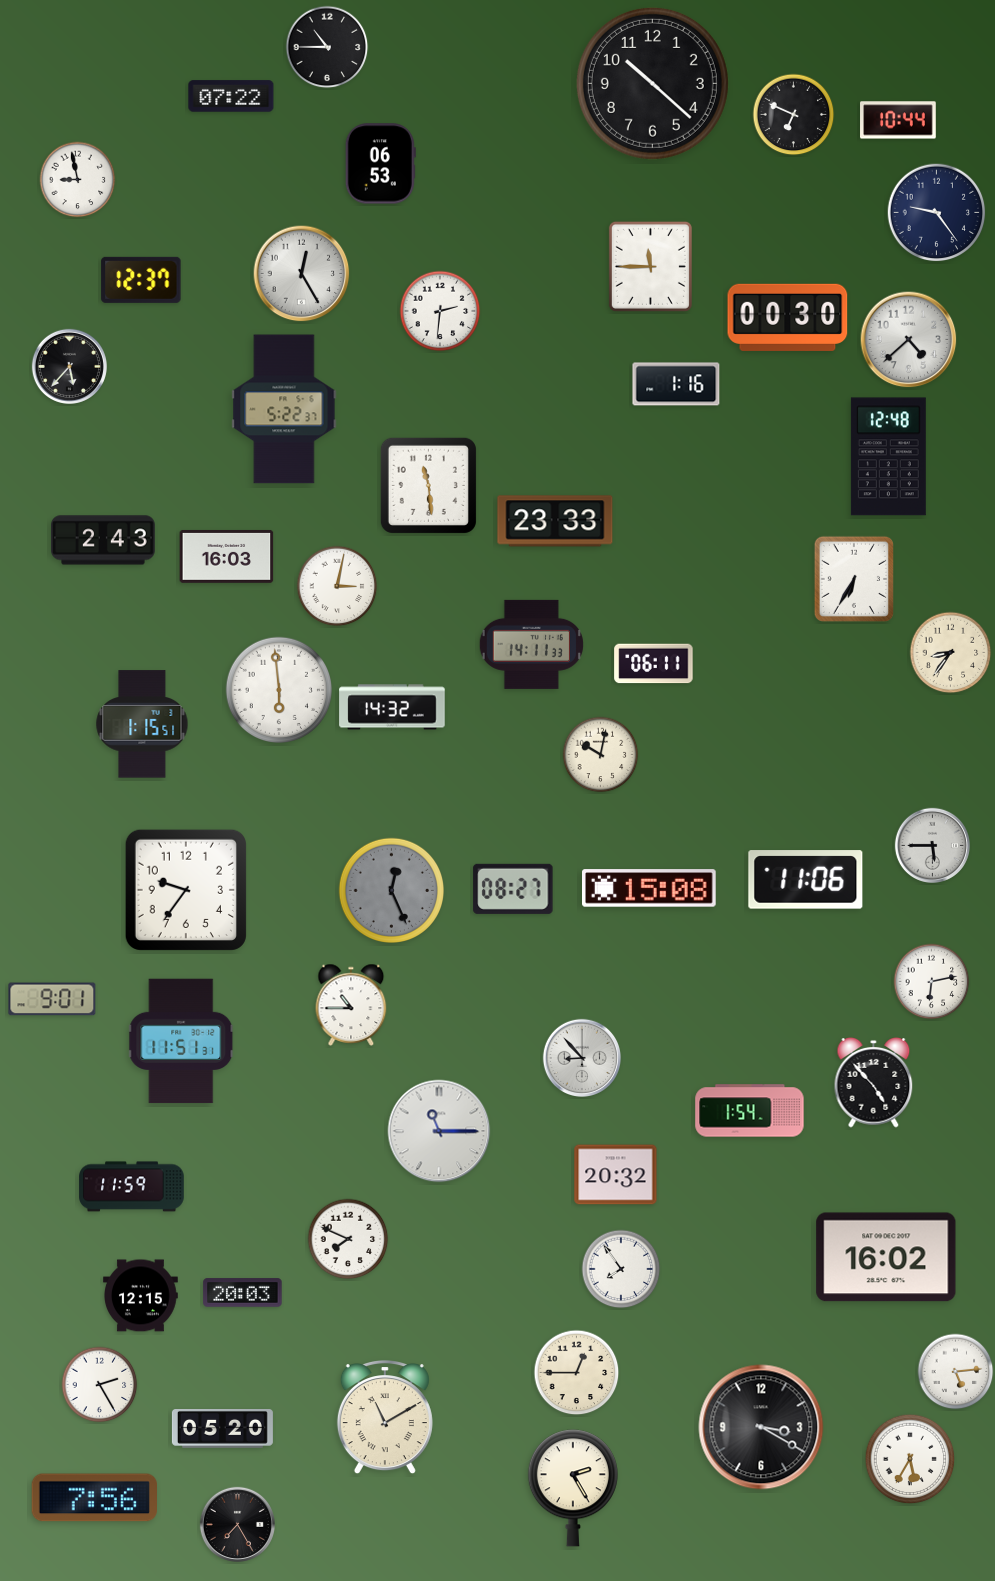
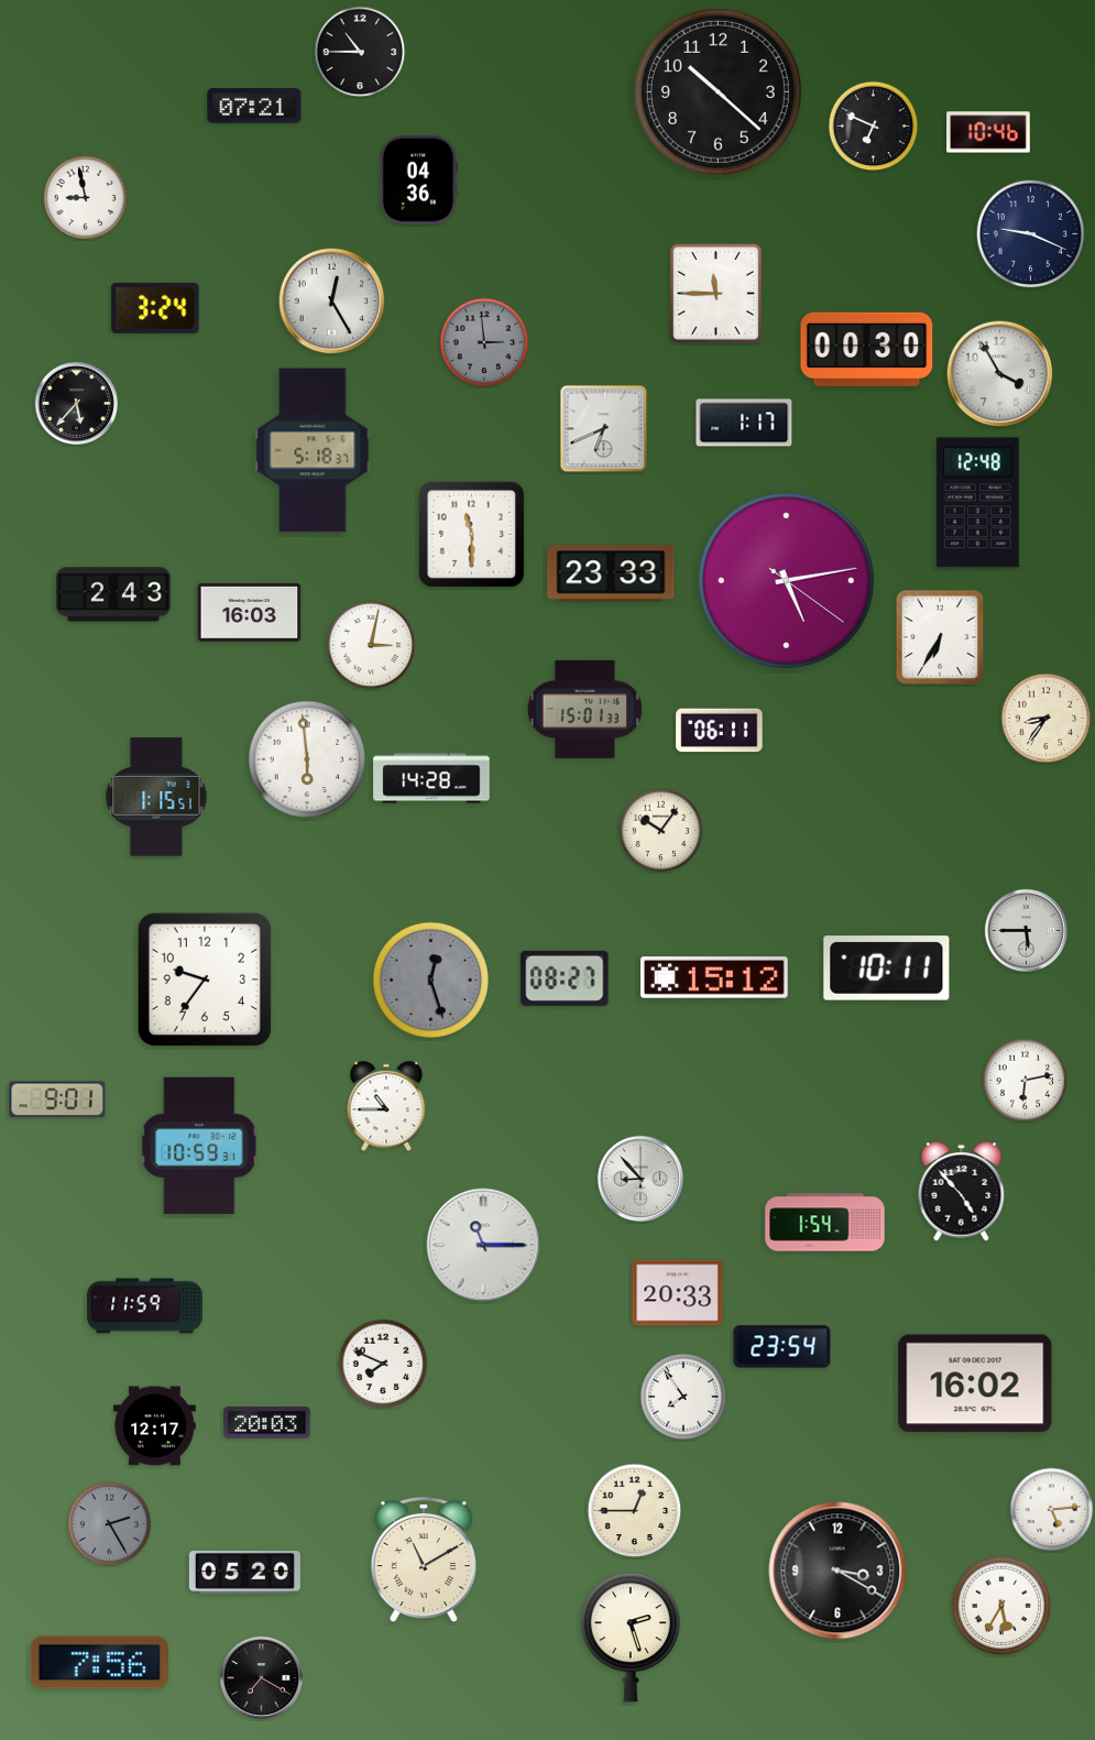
clock at (231, 96): 07:22 -> 07:21
clock at (898, 120): 10:44 -> 10:46
clock at (380, 164): 06:53 -> 04:36
clock at (937, 213): 9:24 -> 9:19
clock at (141, 280): 12:37 -> 3:24
clock at (440, 311): 2:31 -> 2:59
clock at (440, 311) dial: white -> grey
clock at (909, 340): 4:38 -> 3:55
clock at (676, 384): 1:16 -> 1:17
clock at (604, 429): none -> 6:41
clock at (284, 409): 5:22 -> 5:18
clock at (428, 485): 11:29 -> 11:30
clock at (786, 580): none -> 5:13
clock at (531, 644): 14:11 -> 15:01
clock at (392, 707): 14:32 -> 14:28
clock at (601, 755): 10:02 -> 10:06
clock at (806, 880): 11:06 -> 10:11
clock at (650, 888): 15:08 -> 15:12
clock at (391, 890): 12:26 -> 12:27
clock at (182, 1041): 11:51 -> 10:59
clock at (581, 1057) position: (581, 1057) -> (639, 1178)
clock at (616, 1175): 20:32 -> 20:33
clock at (782, 1347): none -> 23:54
clock at (141, 1296): 12:15 -> 12:17
clock at (100, 1385) dial: white -> grey
clock at (573, 1488): 2:25 -> 2:27
clock at (94, 1498) position: (94, 1498) -> (99, 1663)
clock at (237, 1524): 7:25 -> 7:20
